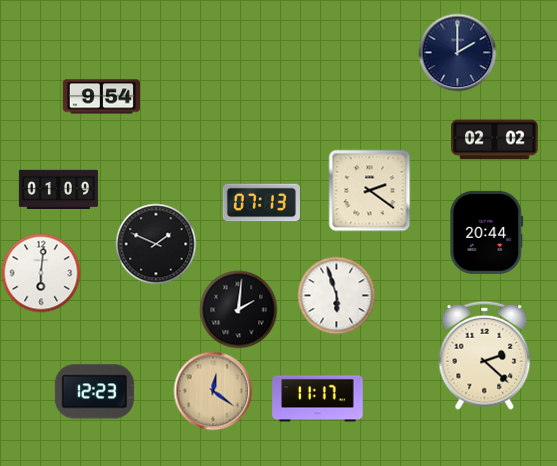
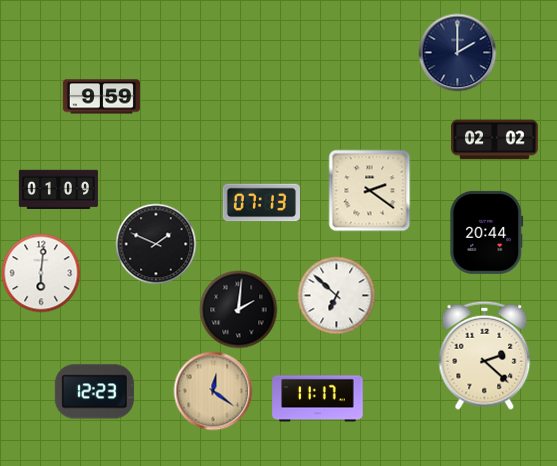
clock at (101, 97): 9:54 -> 9:59
clock at (336, 295): 5:57 -> 6:52
